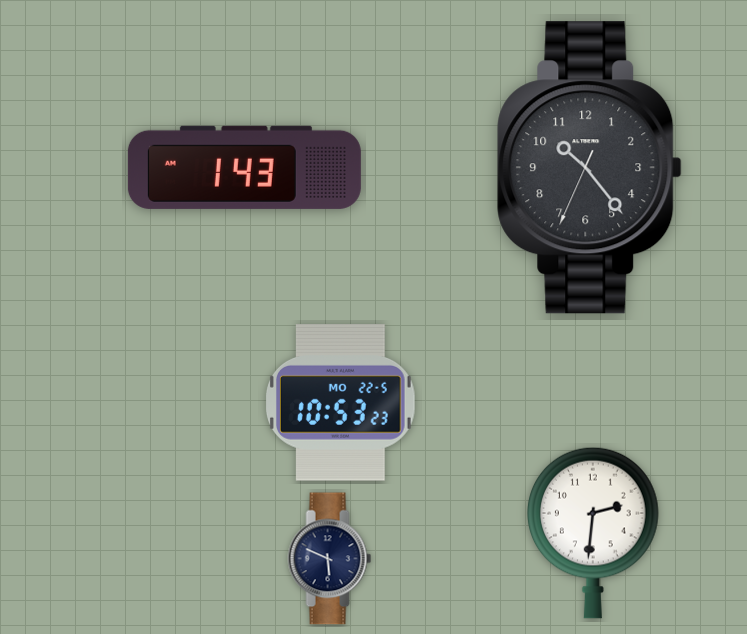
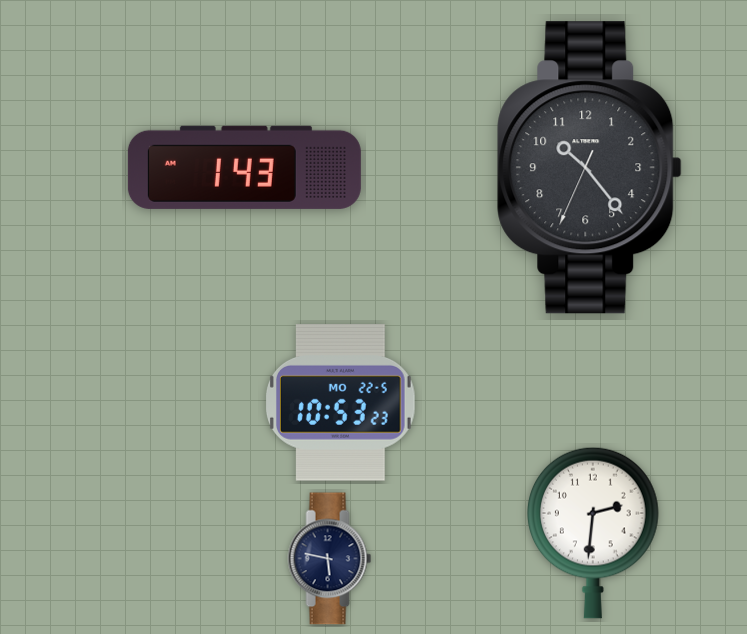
clock at (330, 559): 5:49 -> 5:47
